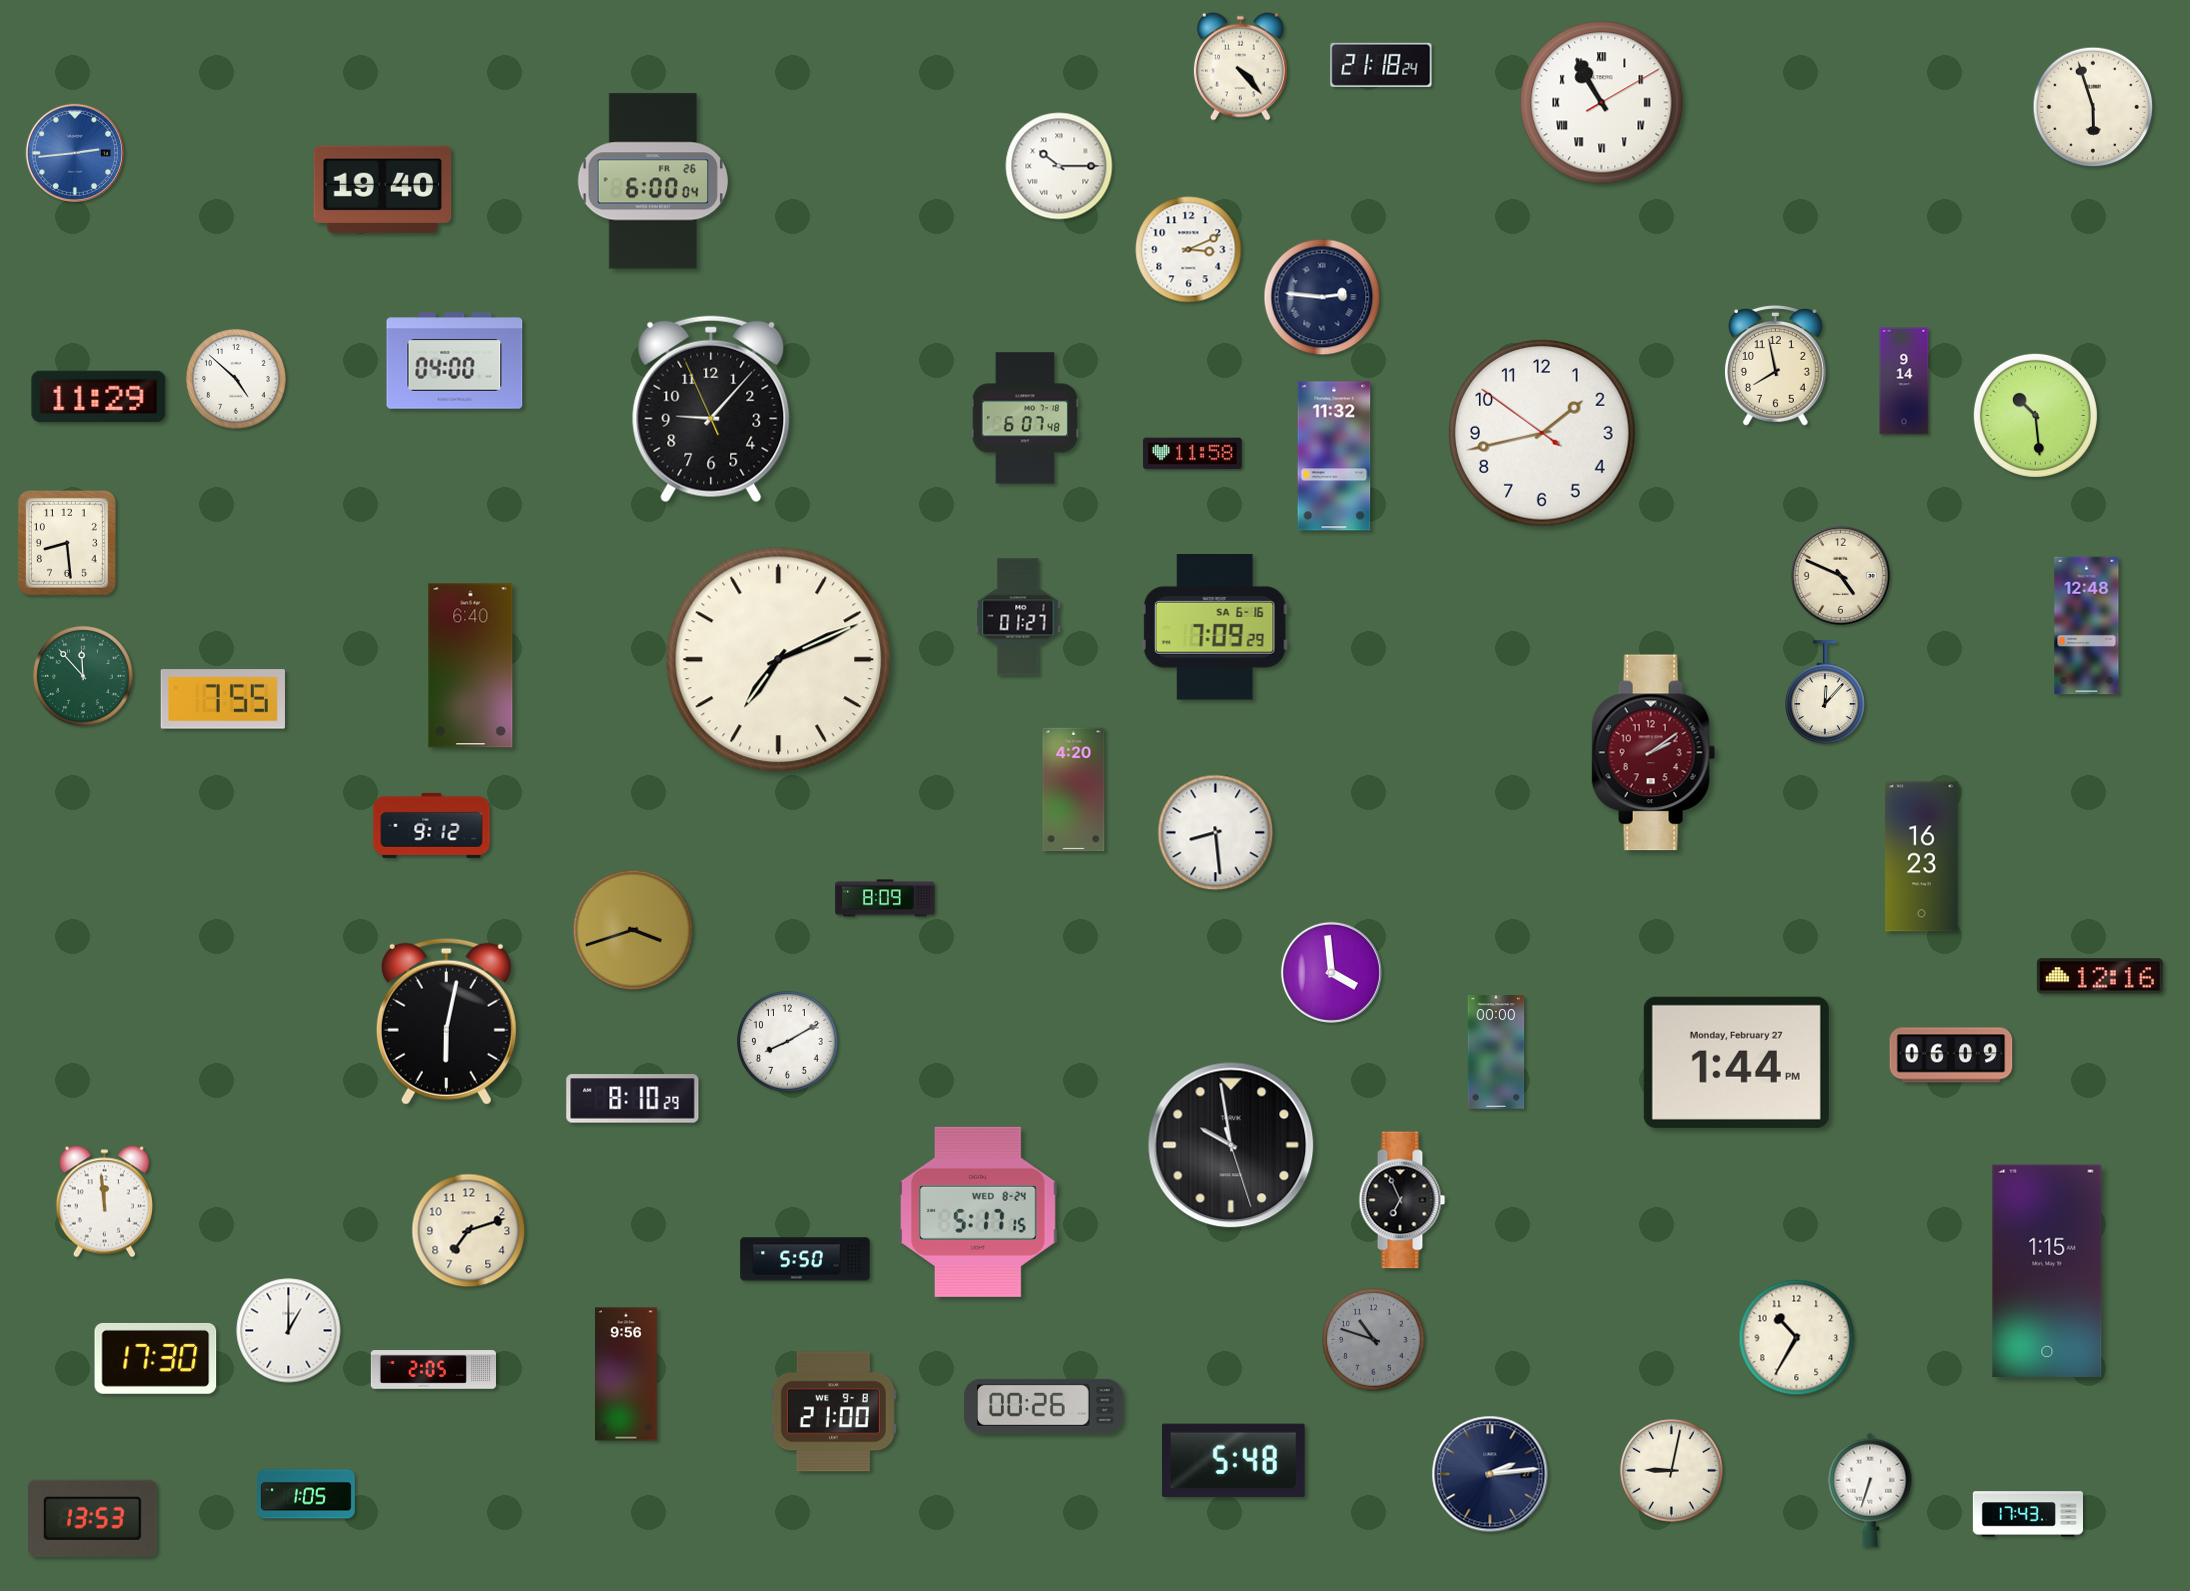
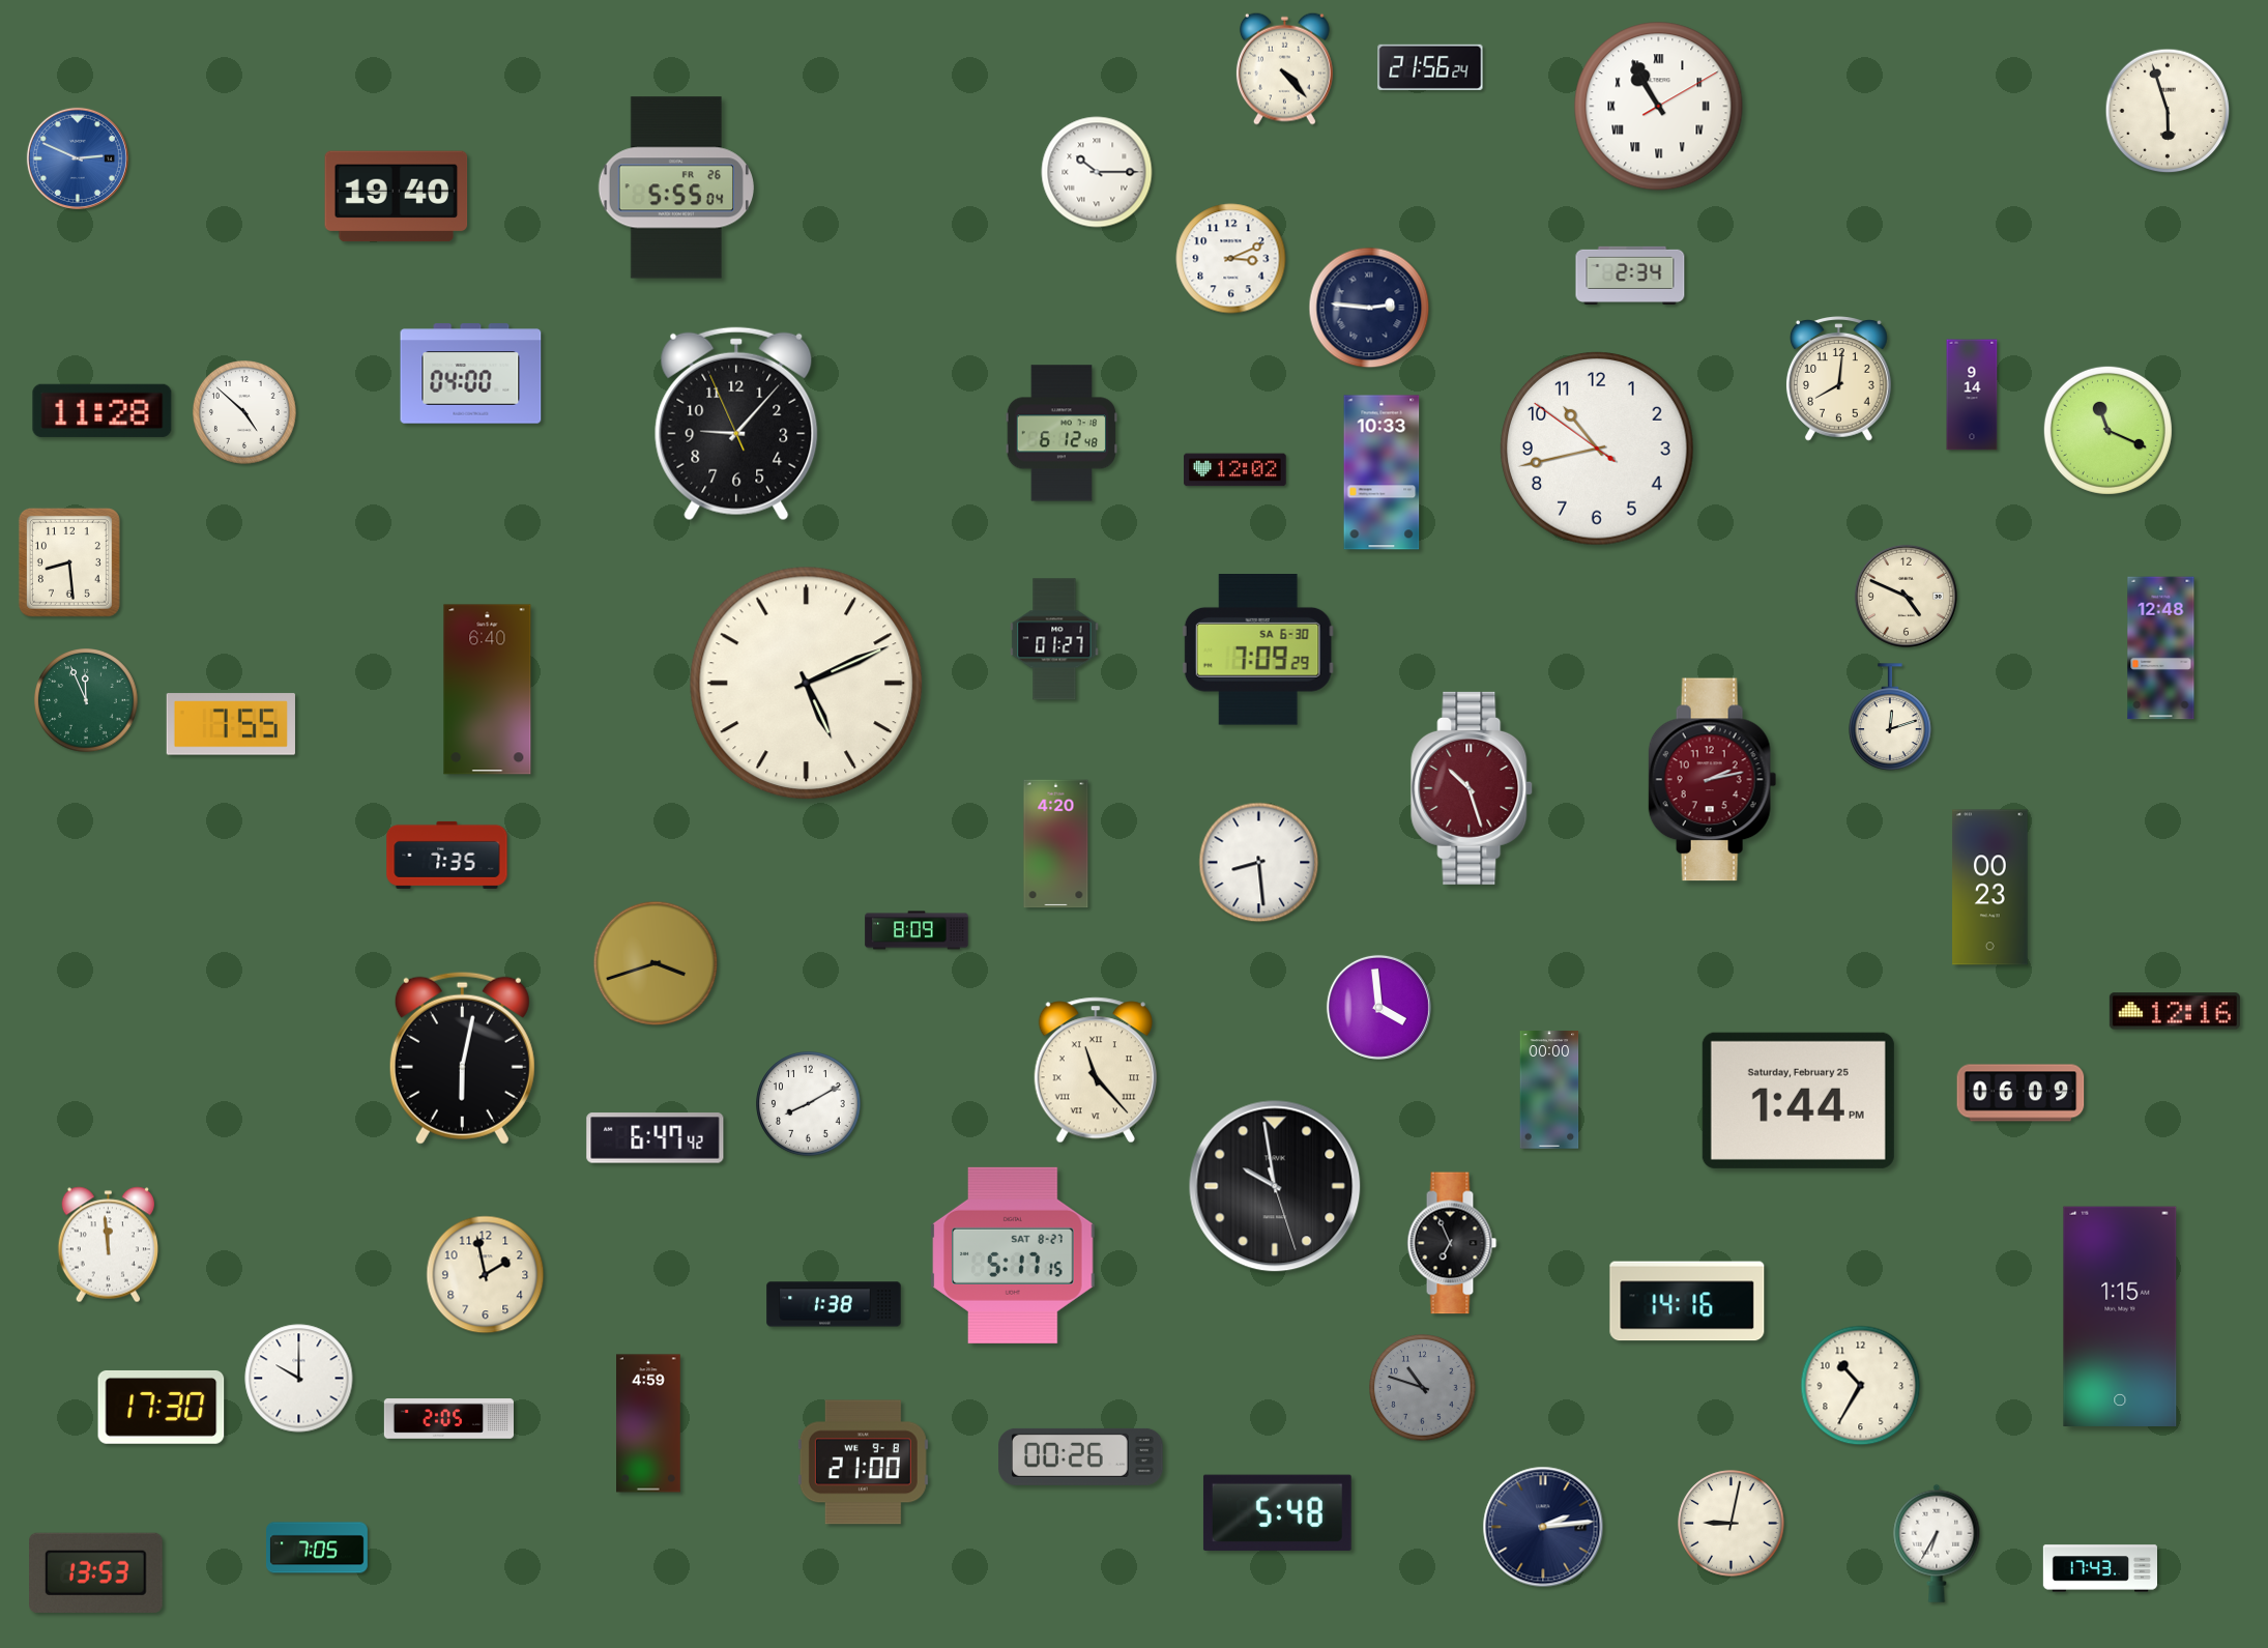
clock at (1381, 65): 21:18 -> 21:56
clock at (75, 153): 2:44 -> 2:49
clock at (652, 181): 6:00 -> 5:55
clock at (1630, 276): none -> 2:34
clock at (1775, 366): 7:58 -> 8:01
clock at (237, 380) position: (237, 380) -> (245, 413)
clock at (99, 396): 11:29 -> 11:28
clock at (2035, 415): 10:29 -> 11:19
clock at (1025, 418): 6:07 -> 6:12
clock at (1542, 433): 1:42 -> 10:42
clock at (1193, 454): 11:58 -> 12:02
clock at (1334, 456): 11:32 -> 10:33
clock at (1215, 627) date: SA 6-16 -> SA 6-30
clock at (779, 660): 7:11 -> 5:11
clock at (84, 677): 11:53 -> 11:56
clock at (1825, 692): 12:07 -> 12:12
clock at (1654, 753): 2:09 -> 2:13
clock at (1473, 788): none -> 10:27
clock at (1074, 790) position: (1074, 790) -> (1056, 844)
clock at (432, 825): 9:12 -> 7:35
clock at (1922, 857): 16:23 -> 00:23
clock at (1096, 1070): none -> 11:23
clock at (788, 1042) position: (788, 1042) -> (809, 1104)
clock at (1736, 1062) date: Monday, February 27 -> Saturday, February 25
clock at (633, 1099): 8:10 -> 6:47
clock at (978, 1212) date: WED 8-24 -> SAT 8-27
clock at (469, 1231): 7:12 -> 1:58
clock at (1687, 1301): none -> 14:16
clock at (805, 1259): 5:50 -> 1:38
clock at (289, 1331): 1:00 -> 10:00
clock at (627, 1374): 9:56 -> 4:59
clock at (1870, 1490): 6:33 -> 6:35
clock at (307, 1494): 1:05 -> 7:05
